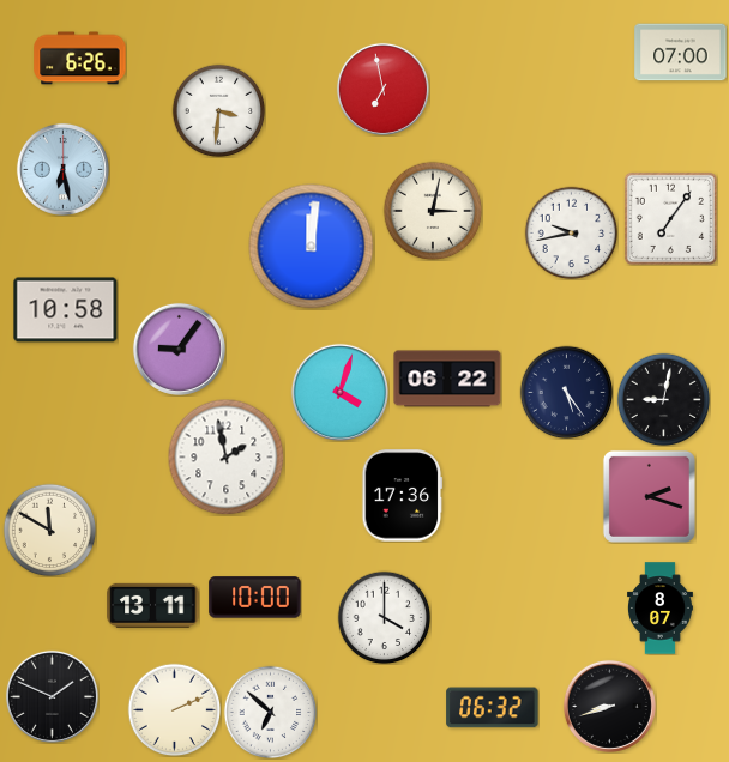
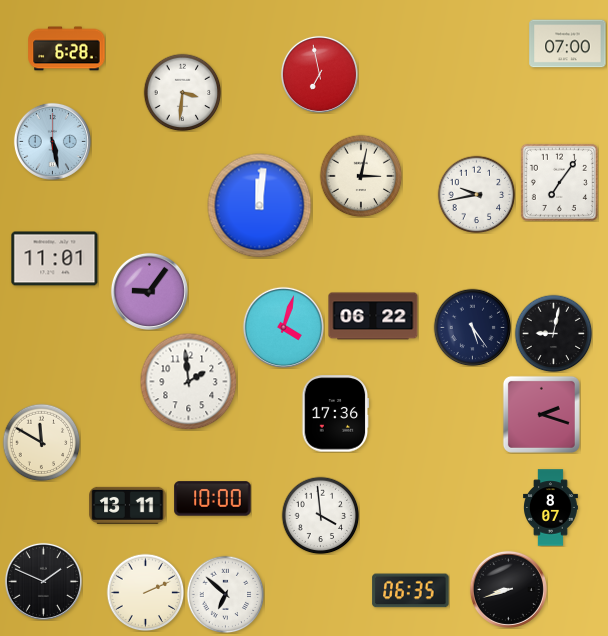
clock at (80, 59): 6:26 -> 6:28
clock at (62, 169): 6:28 -> 5:28
clock at (66, 310): 10:58 -> 11:01
clock at (225, 456): 1:58 -> 1:59
clock at (384, 617): 4:00 -> 3:59
clock at (493, 708): 06:32 -> 06:35
